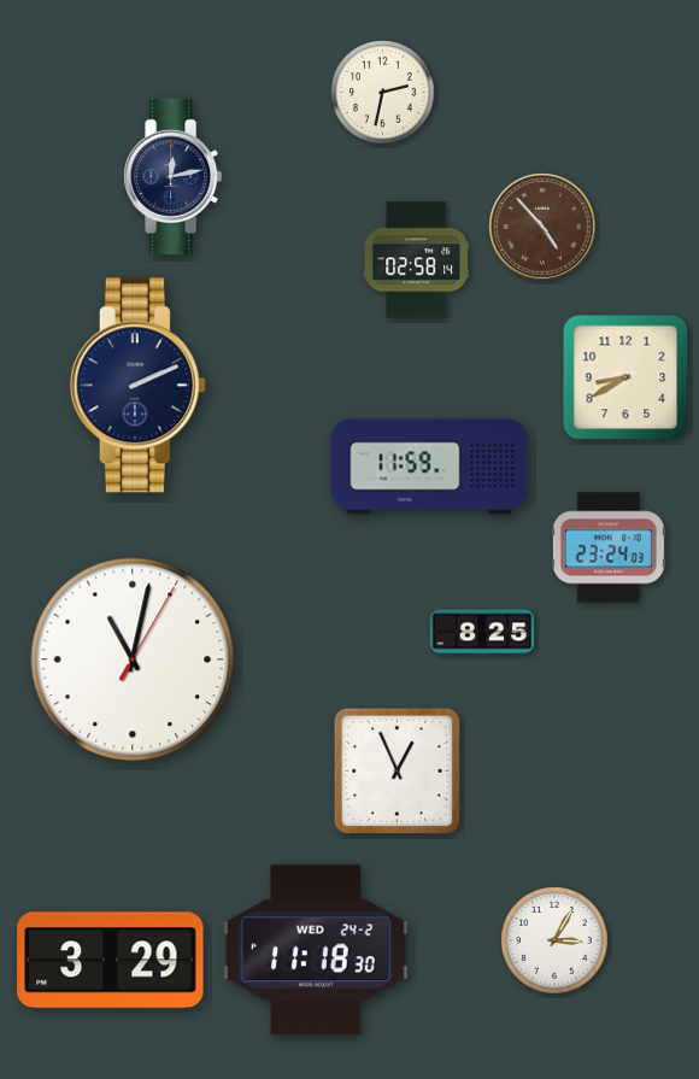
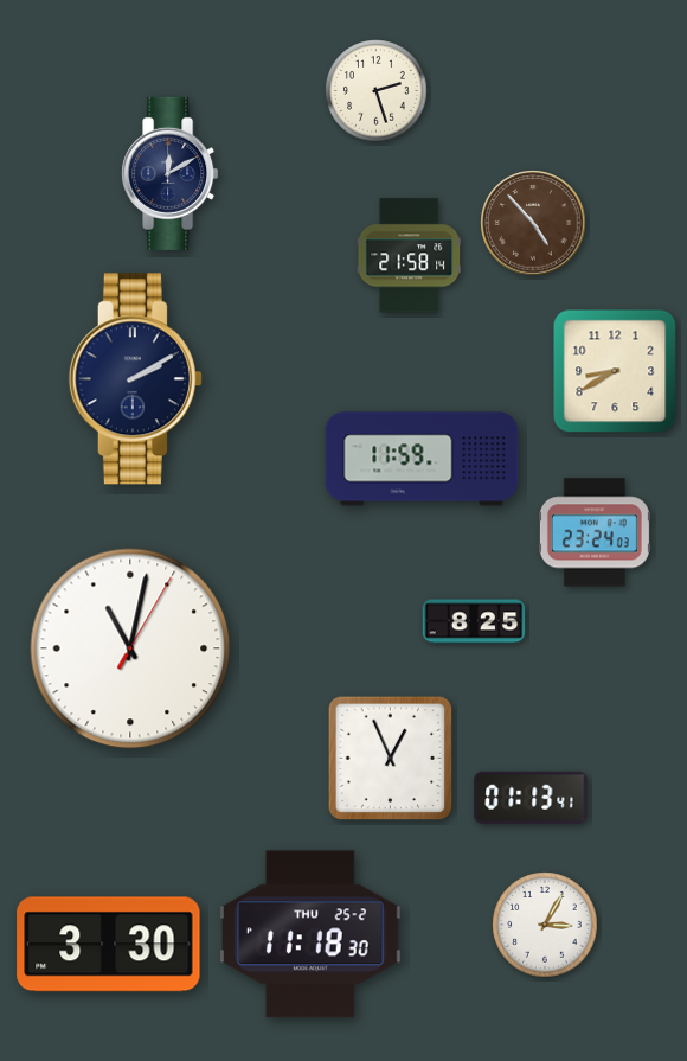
clock at (383, 93): 2:32 -> 2:27
clock at (174, 176): 12:13 -> 12:10
clock at (417, 260): 02:58 -> 21:58
clock at (137, 386): 2:11 -> 2:10
clock at (609, 547) position: (609, 547) -> (595, 532)
clock at (531, 798): none -> 01:13
clock at (316, 950) date: WED 24-2 -> THU 25-2
clock at (111, 961): 3:29 -> 3:30
